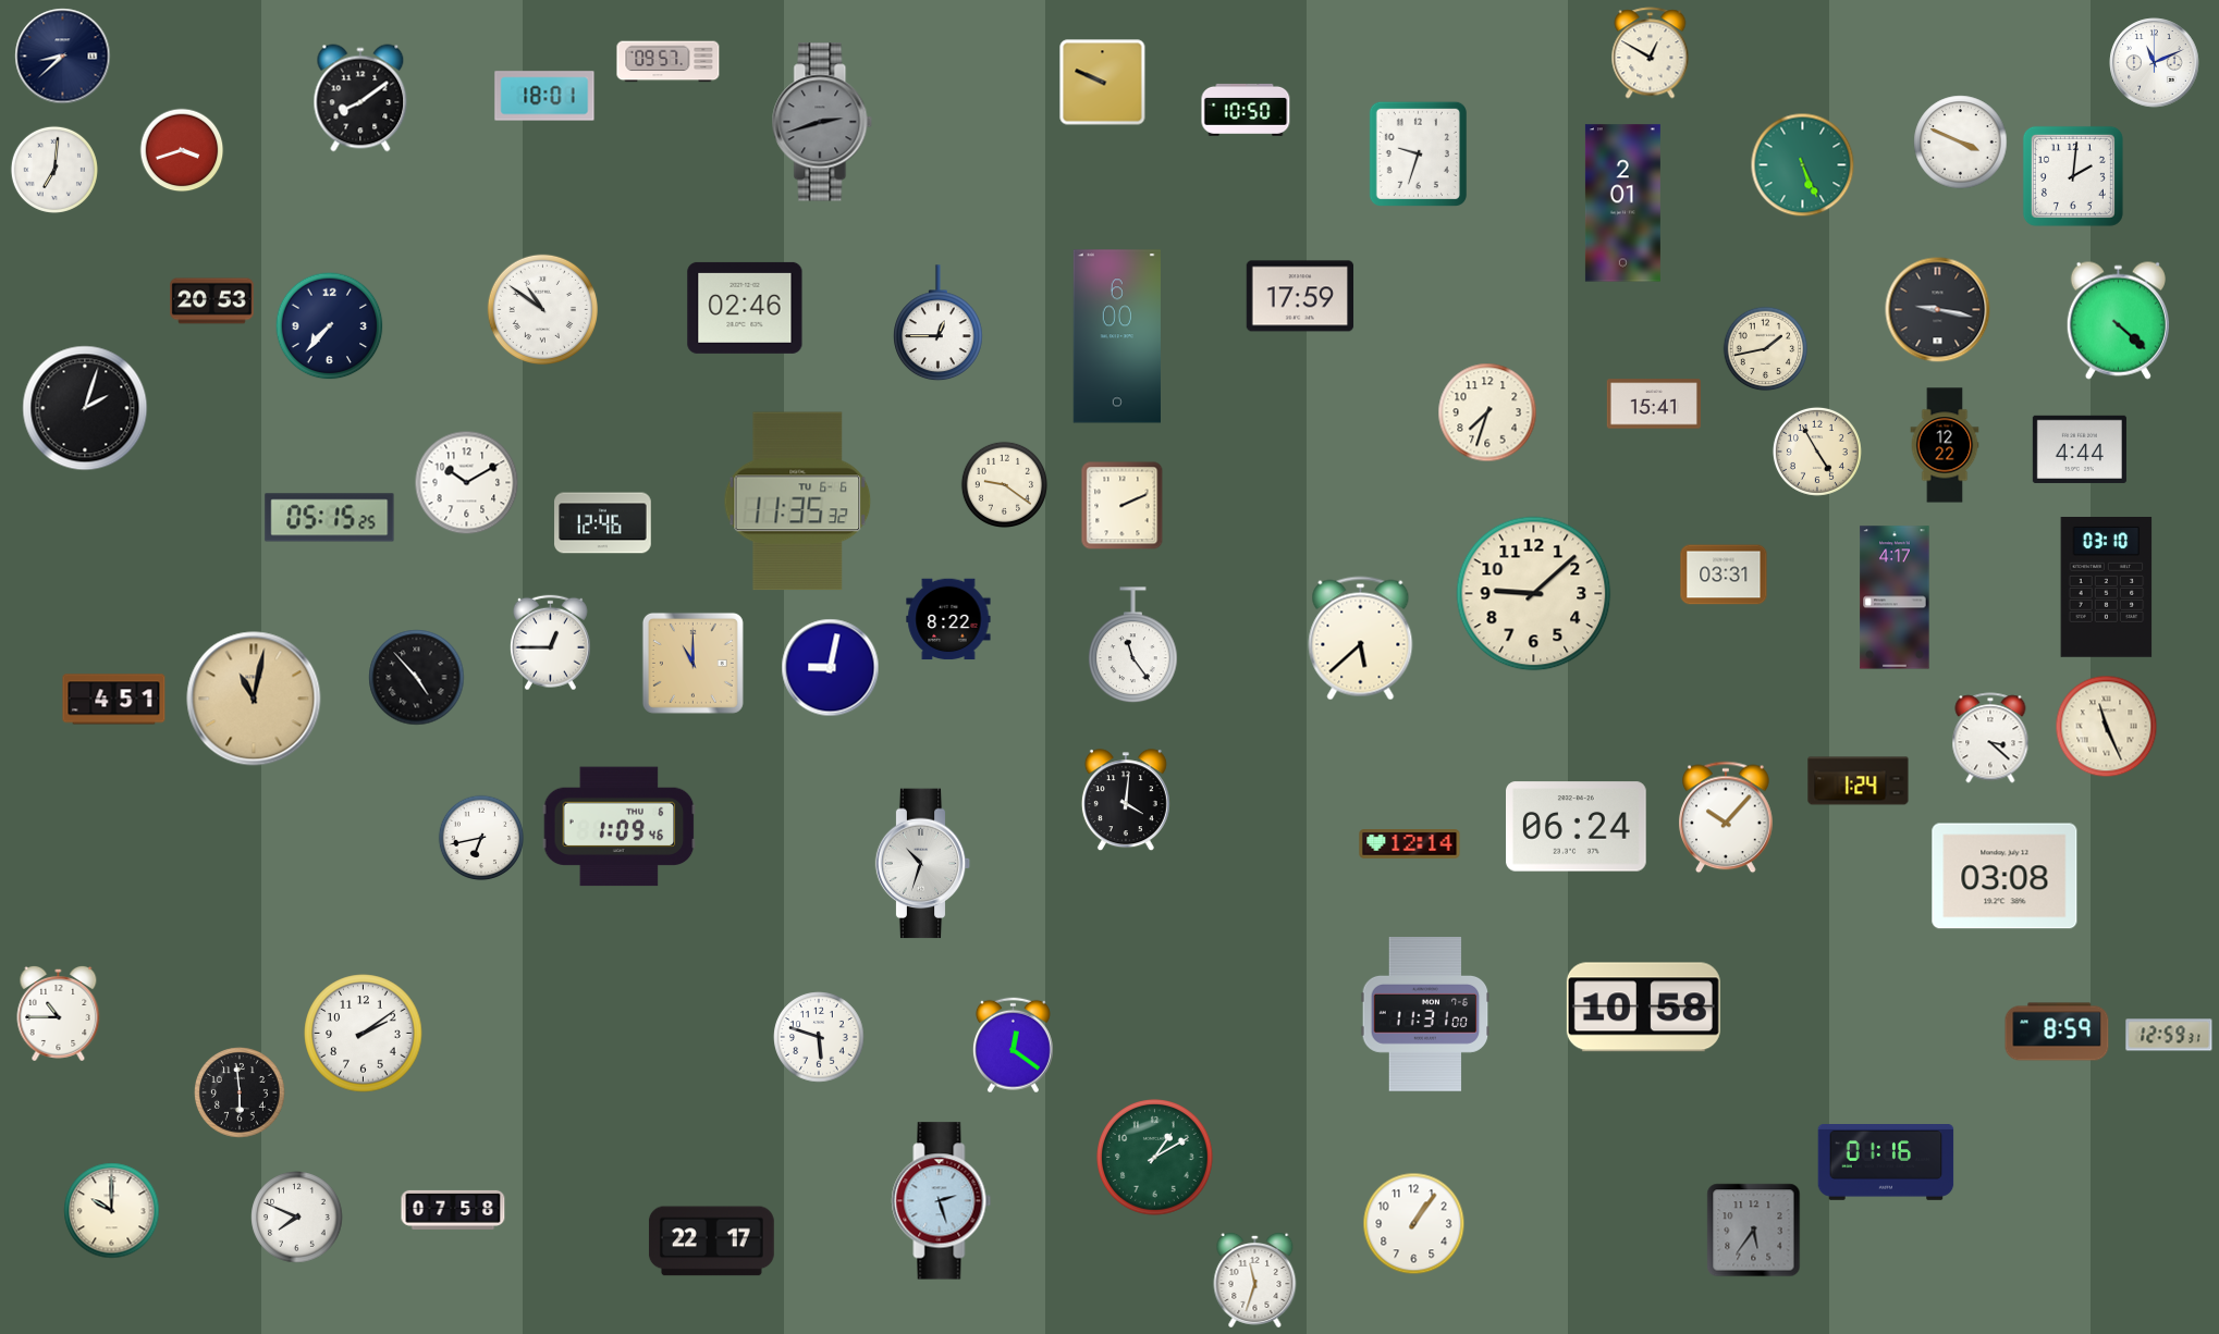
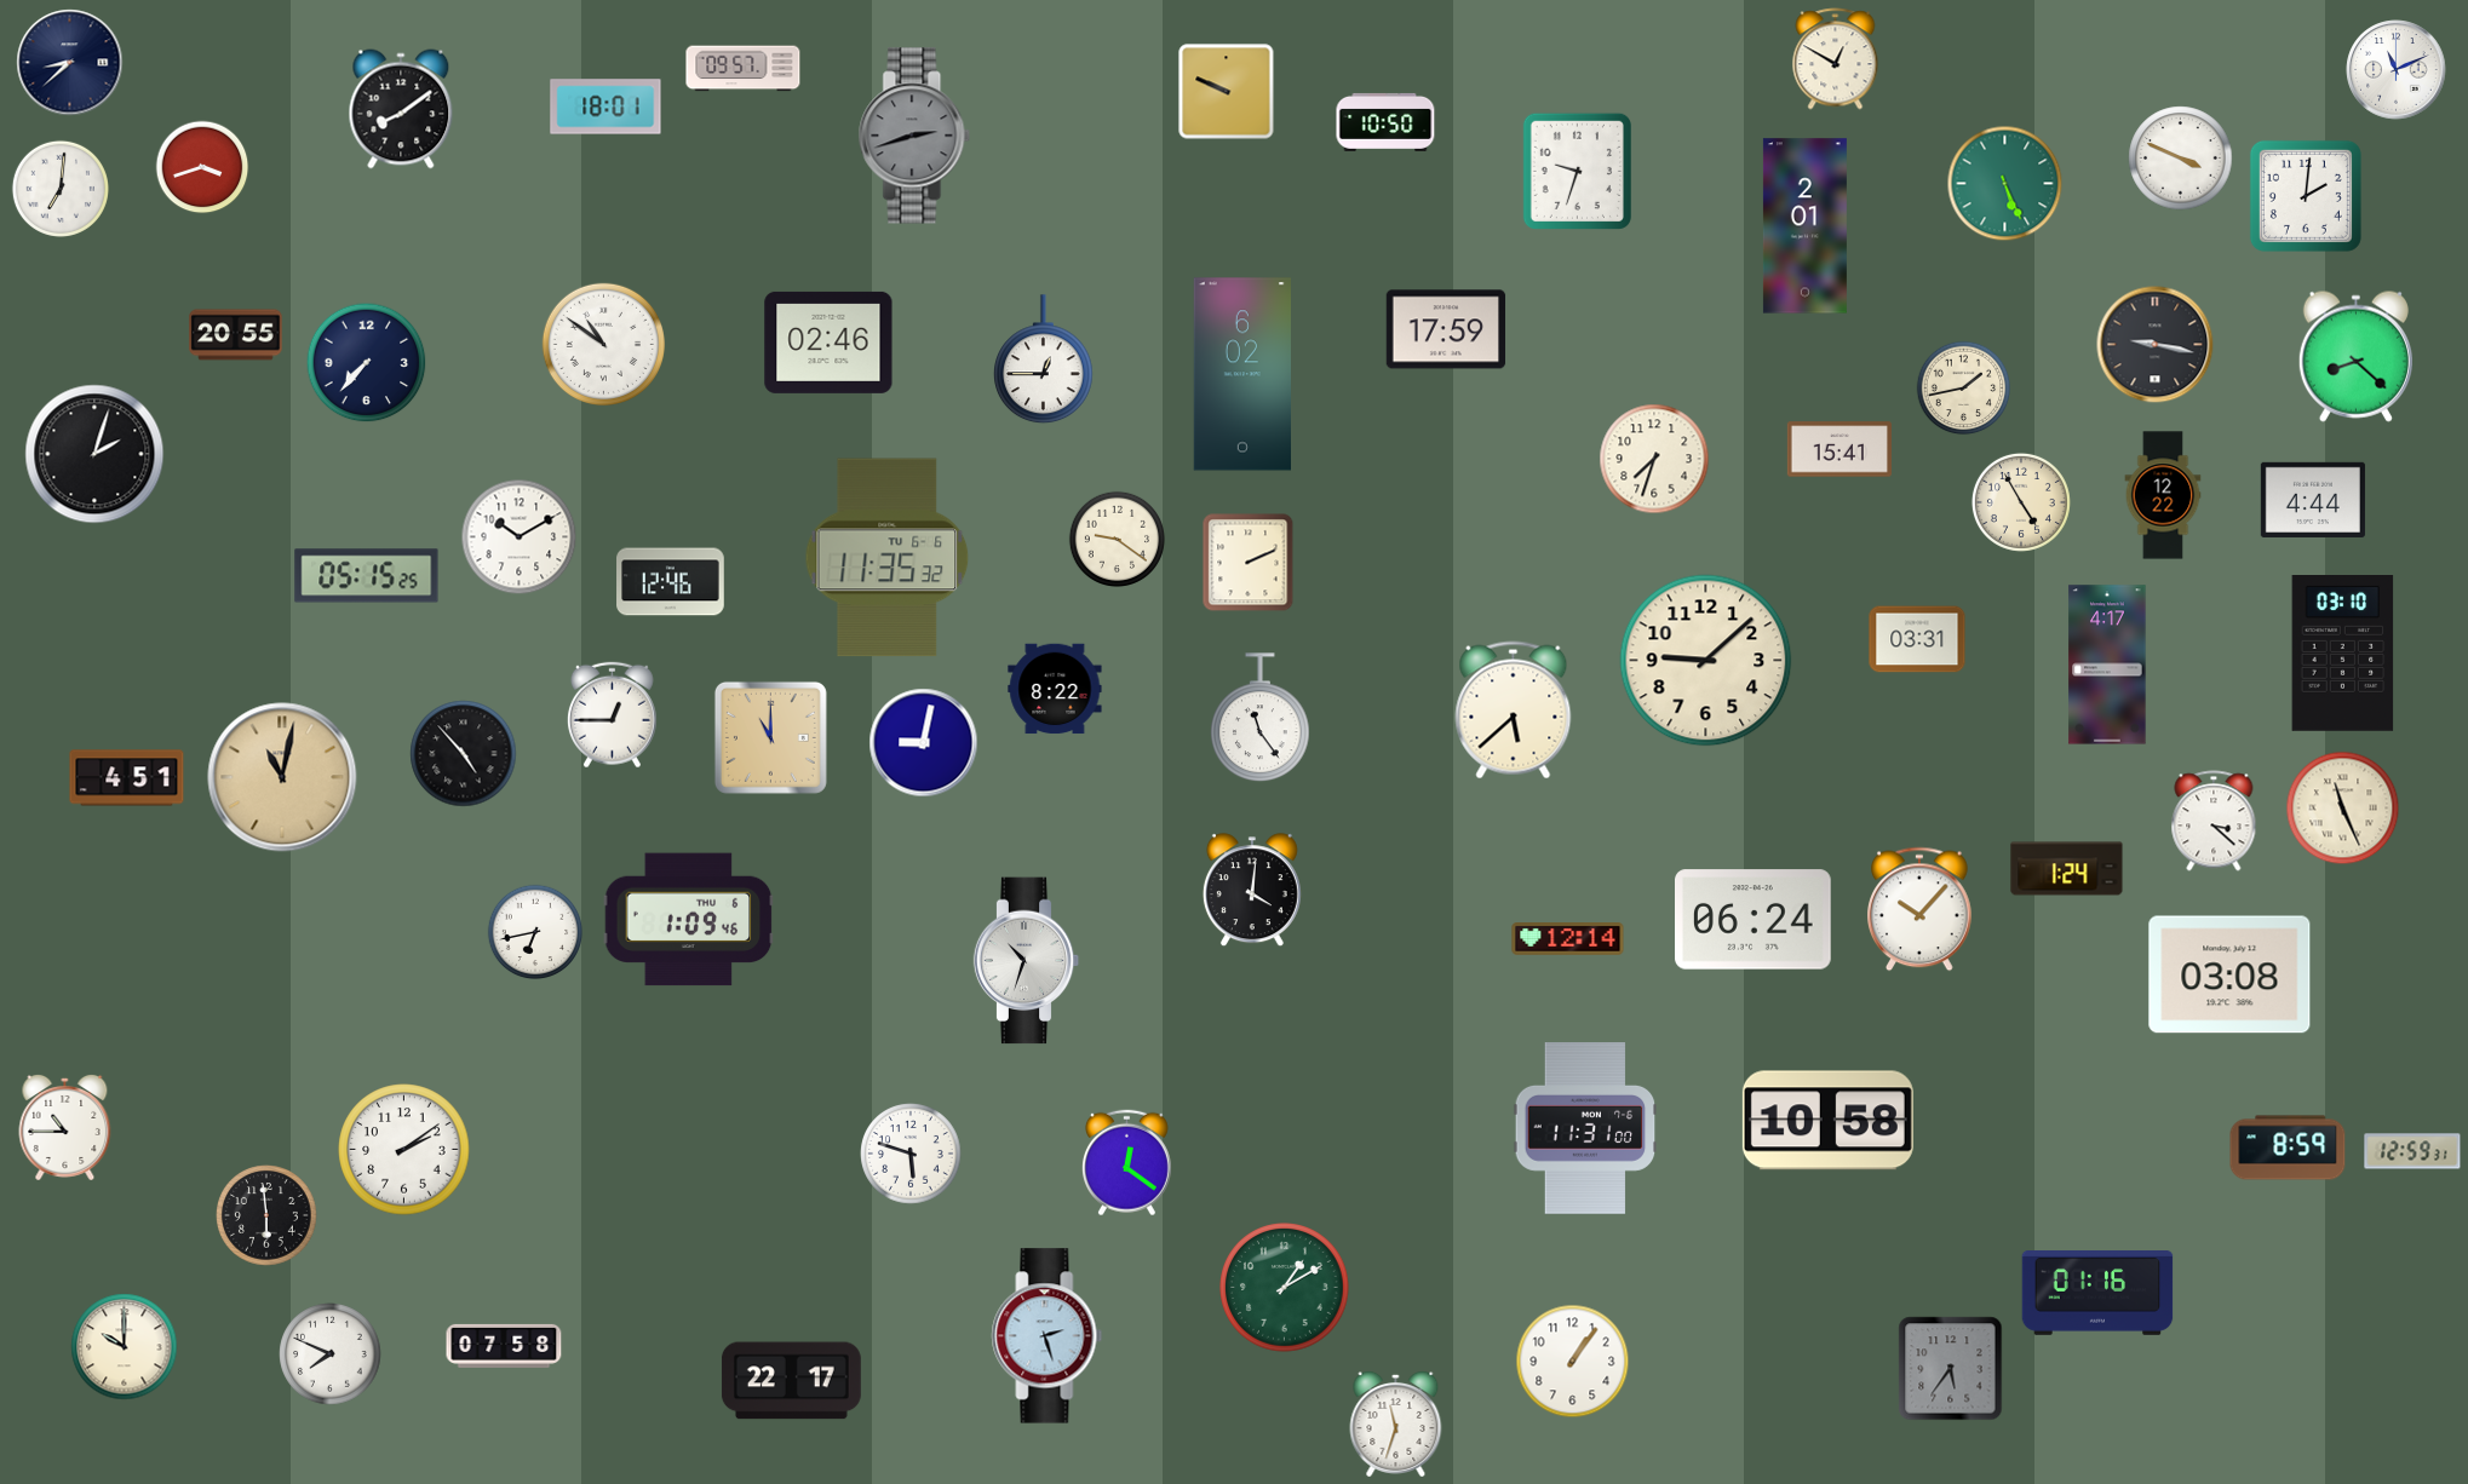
clock at (212, 301): 20:53 -> 20:55
clock at (2118, 320): 4:22 -> 8:22
clock at (1116, 336): 6:00 -> 6:02
